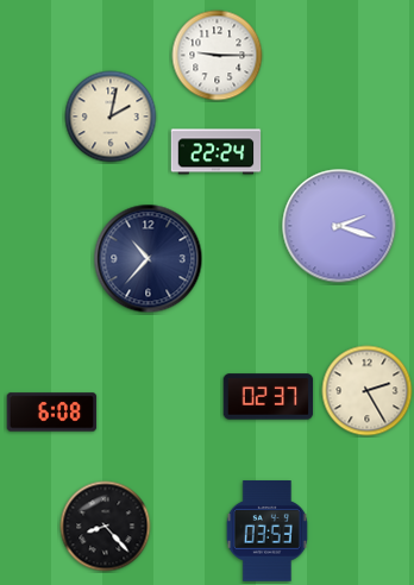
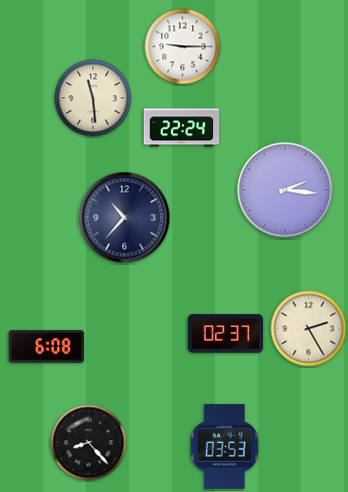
clock at (111, 117): 2:02 -> 11:29
clock at (339, 226): 2:18 -> 2:16
clock at (52, 413) position: (52, 413) -> (47, 347)
